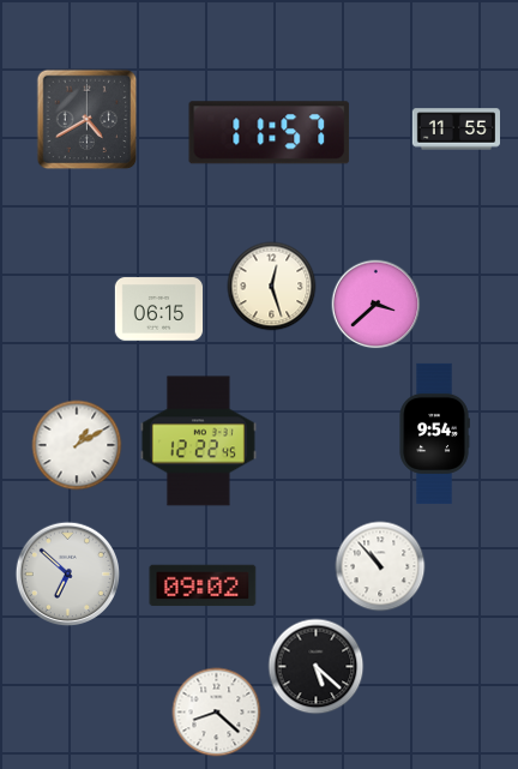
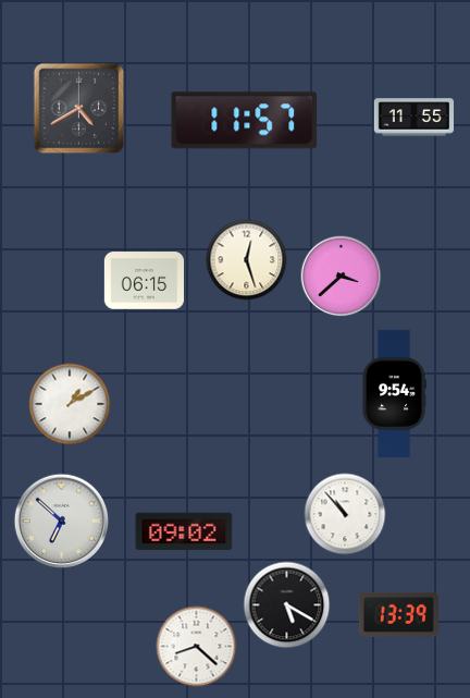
clock at (198, 441): 12:22 -> none
clock at (317, 667): 5:22 -> 5:20
clock at (398, 614): none -> 13:39
